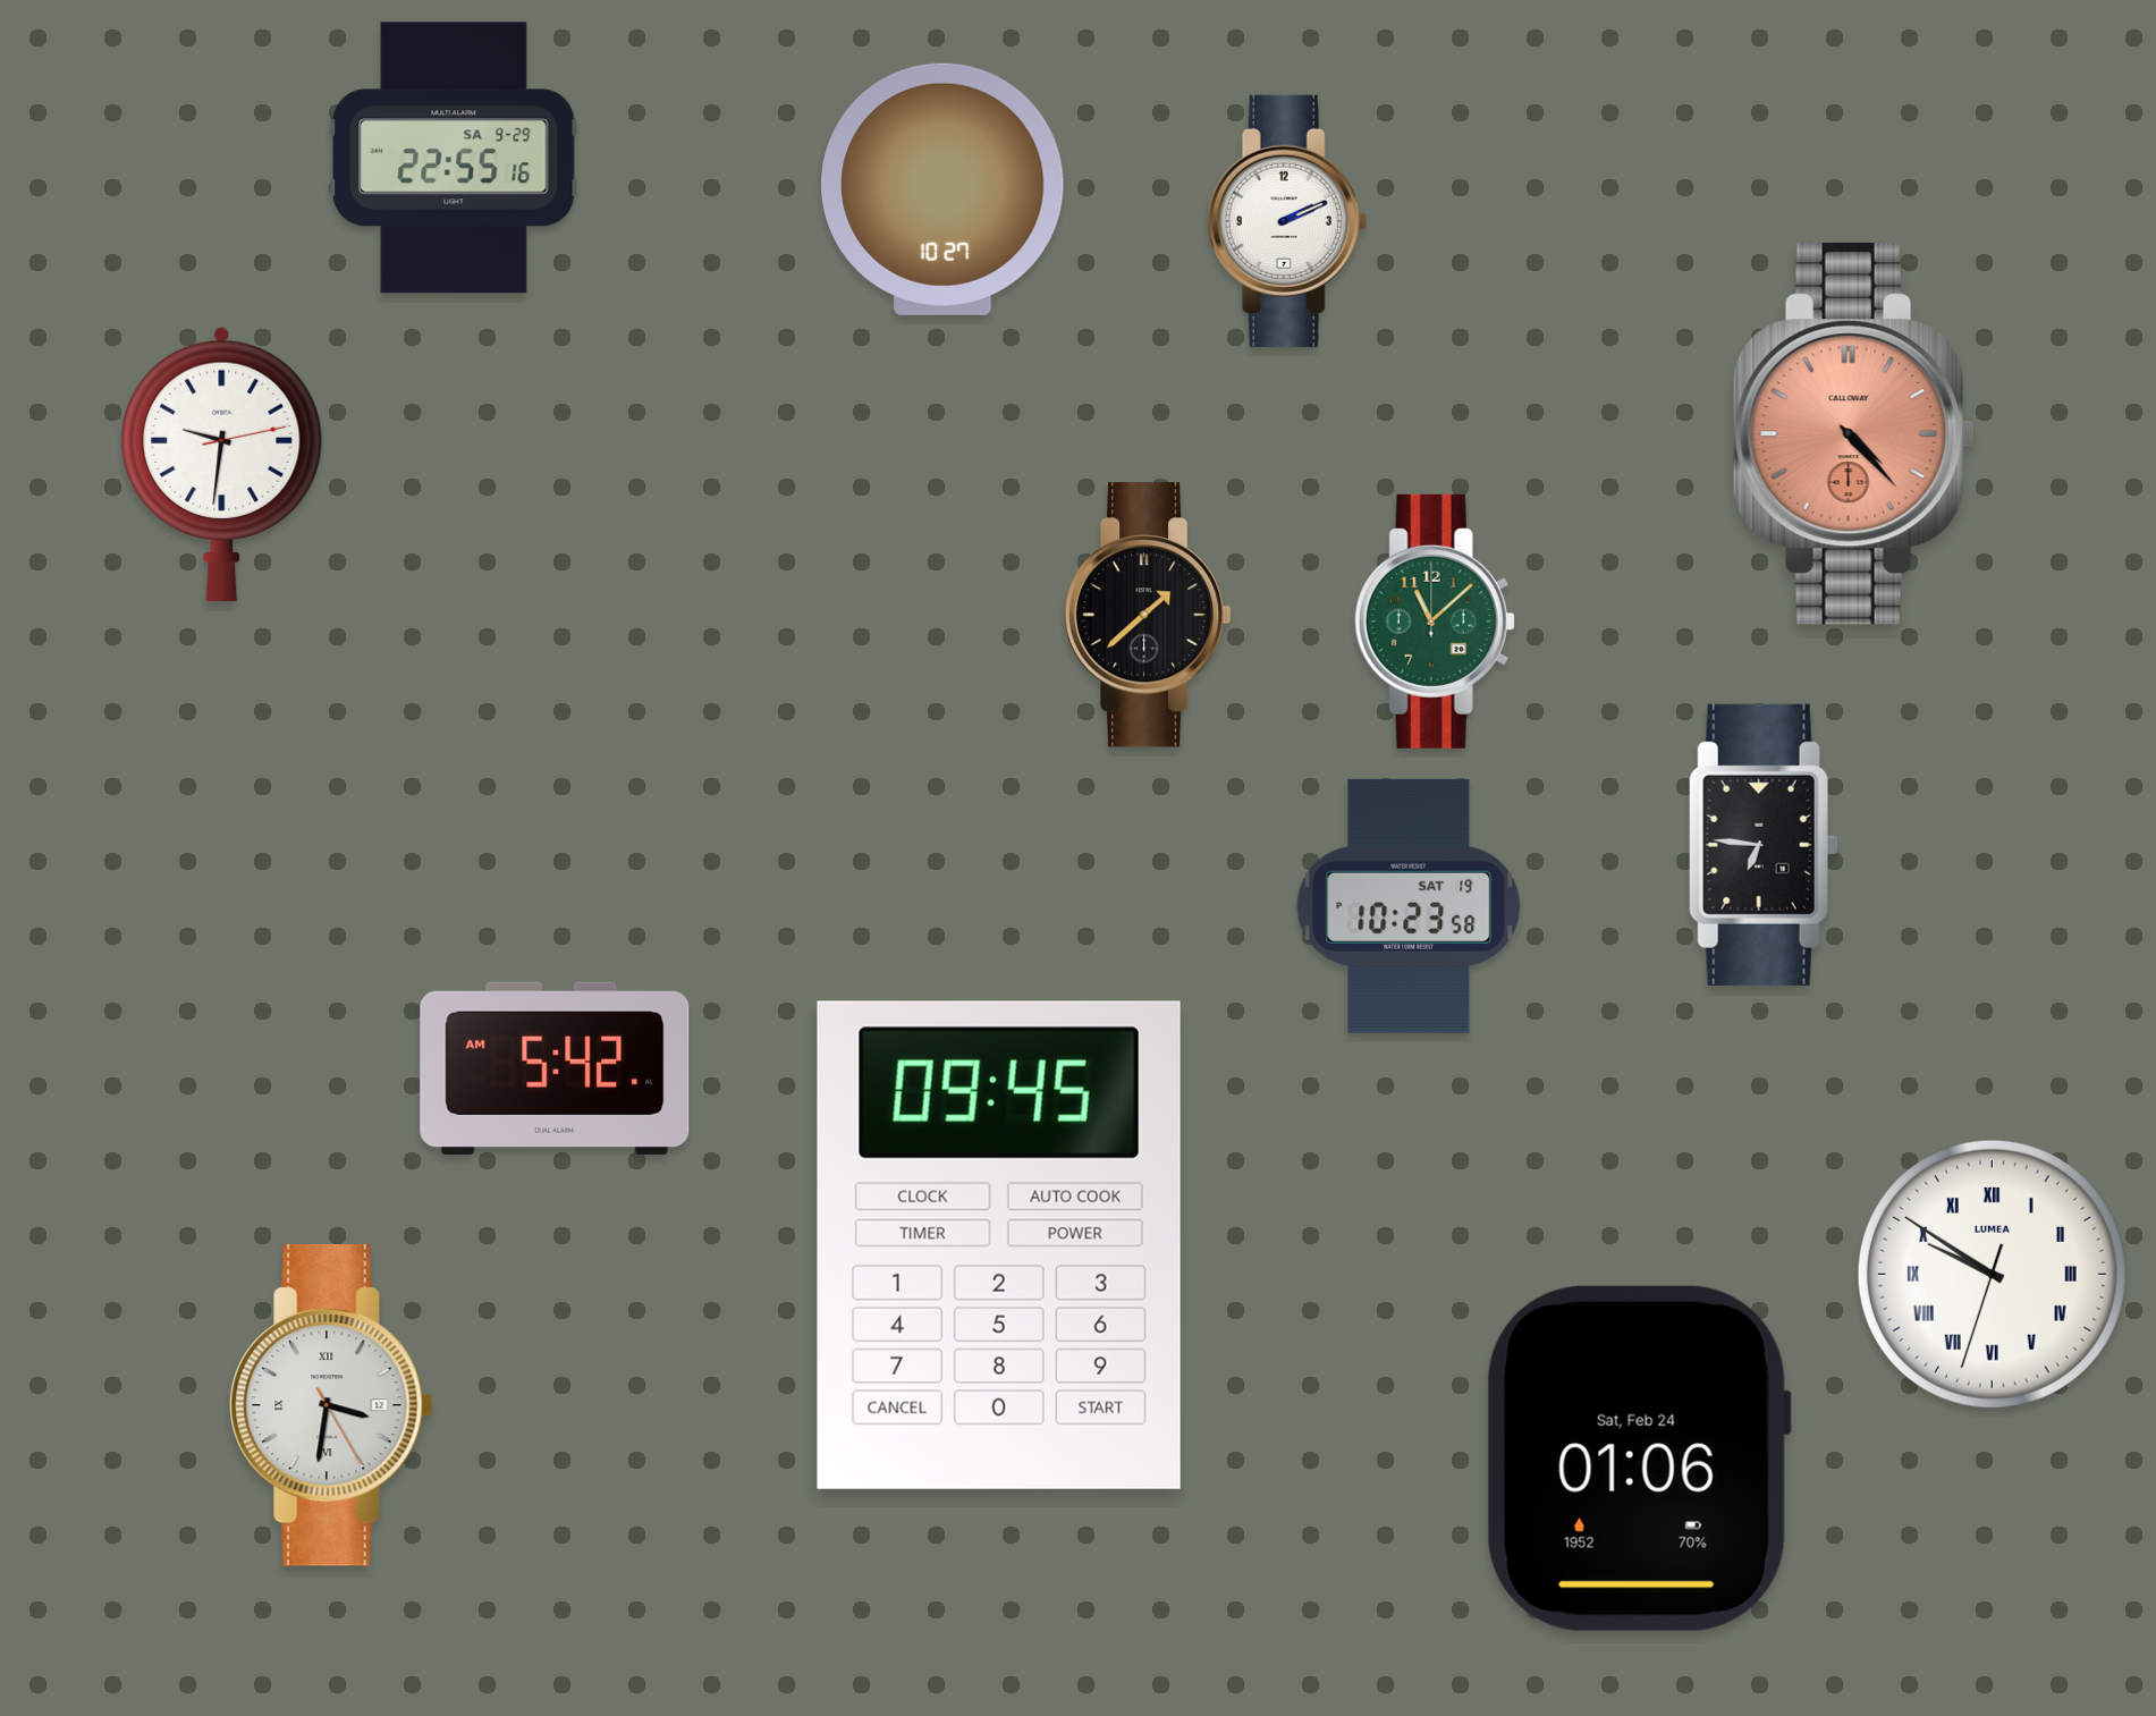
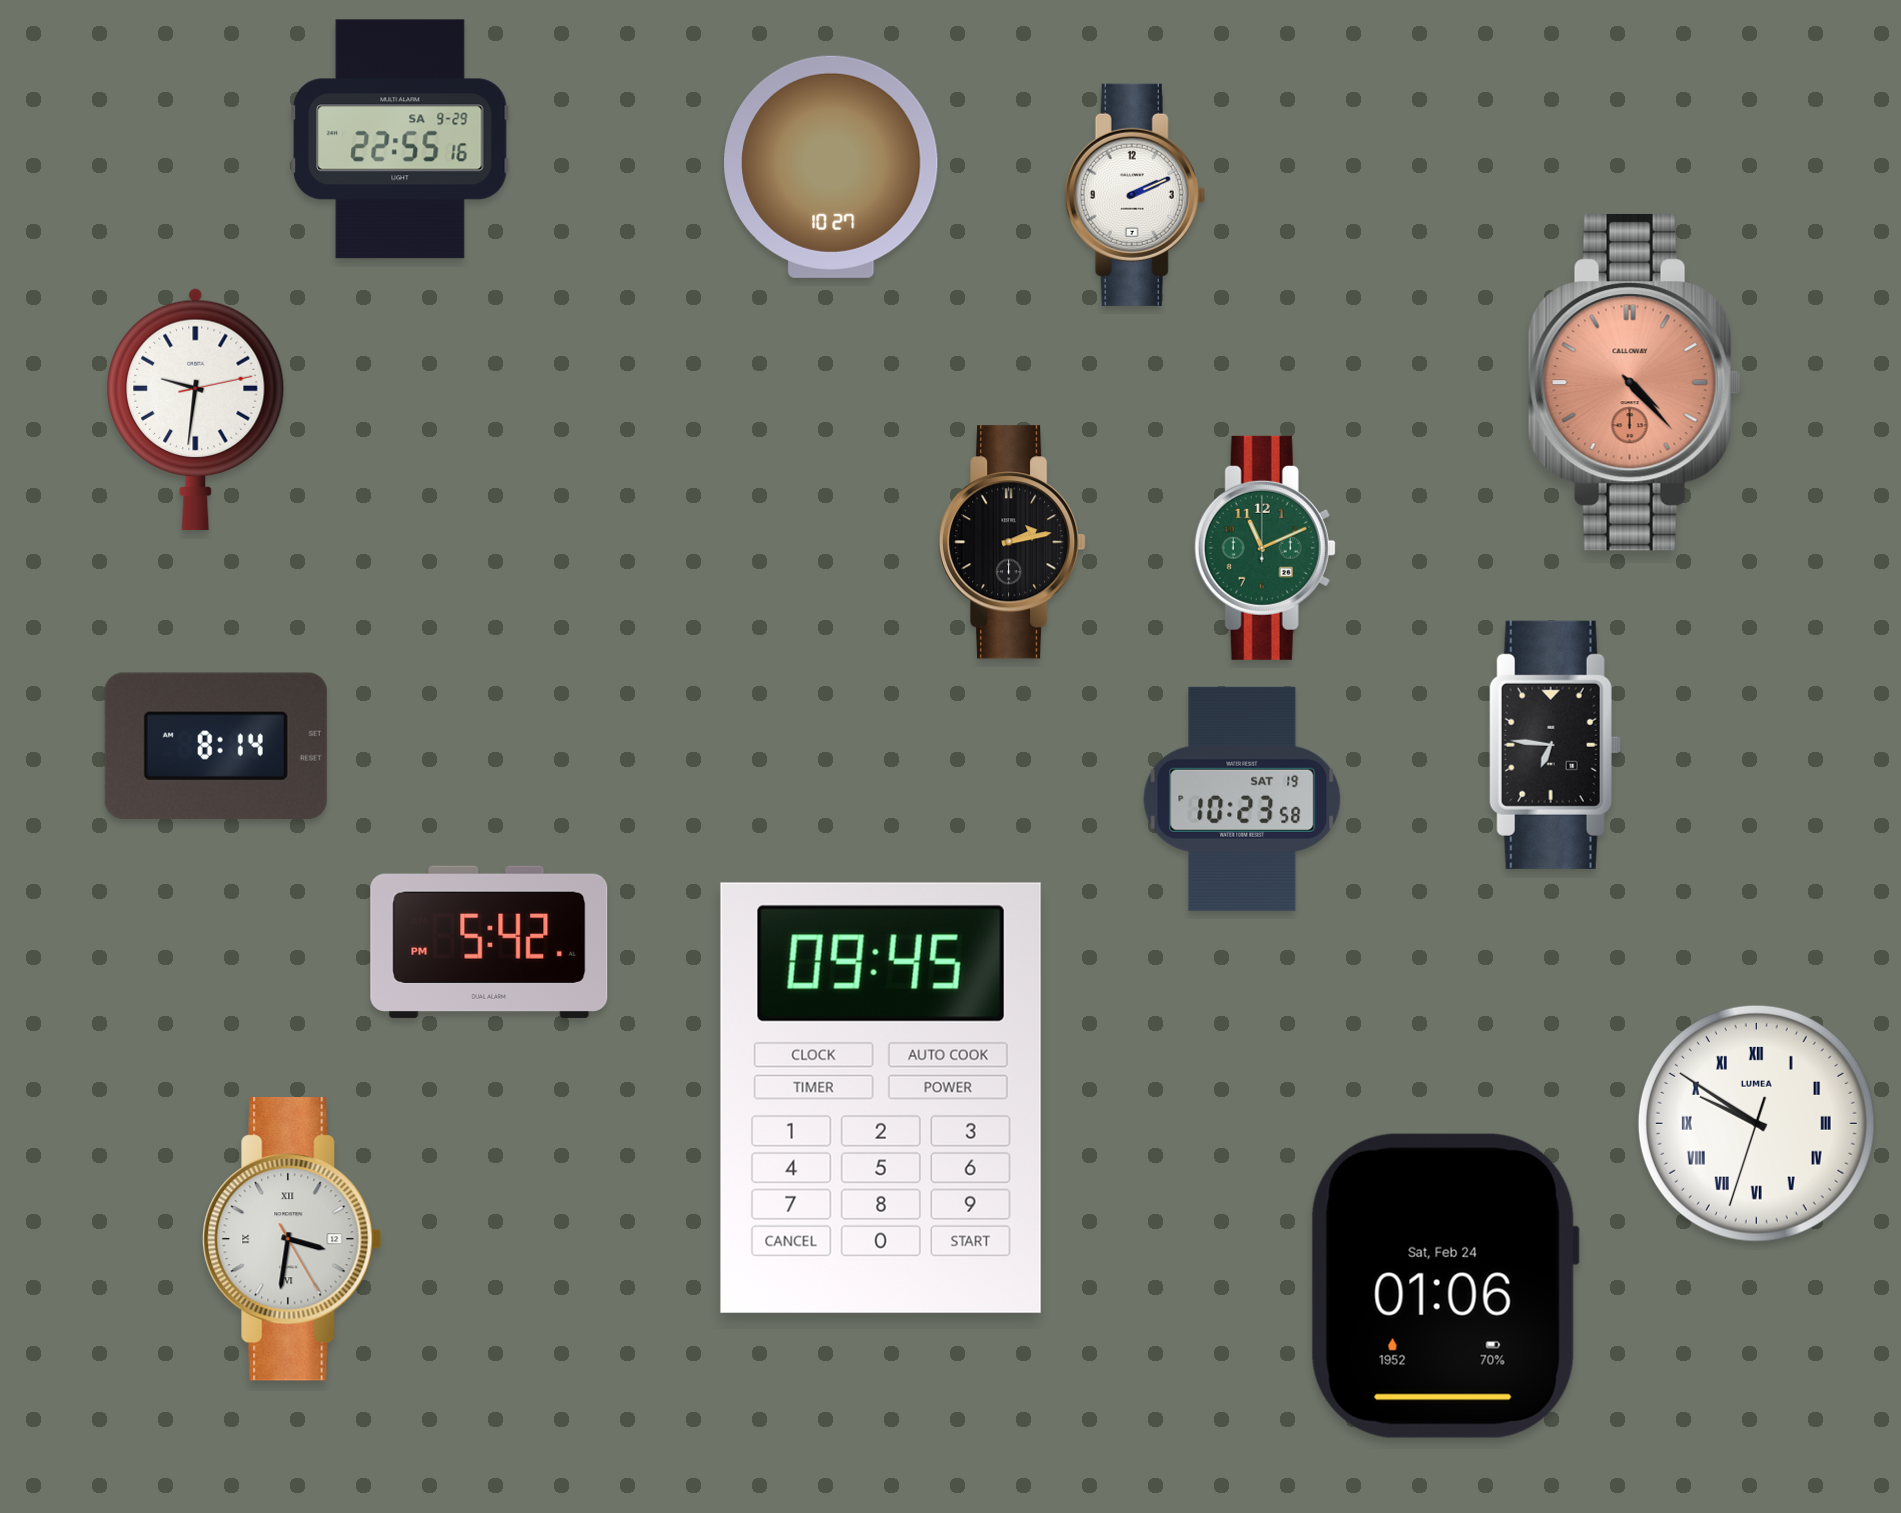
clock at (1149, 615): 1:38 -> 2:13
clock at (1435, 622): 11:08 -> 11:11
clock at (216, 746): none -> 8:14
clock at (555, 1068): 5:42 AM -> 5:42 PM
